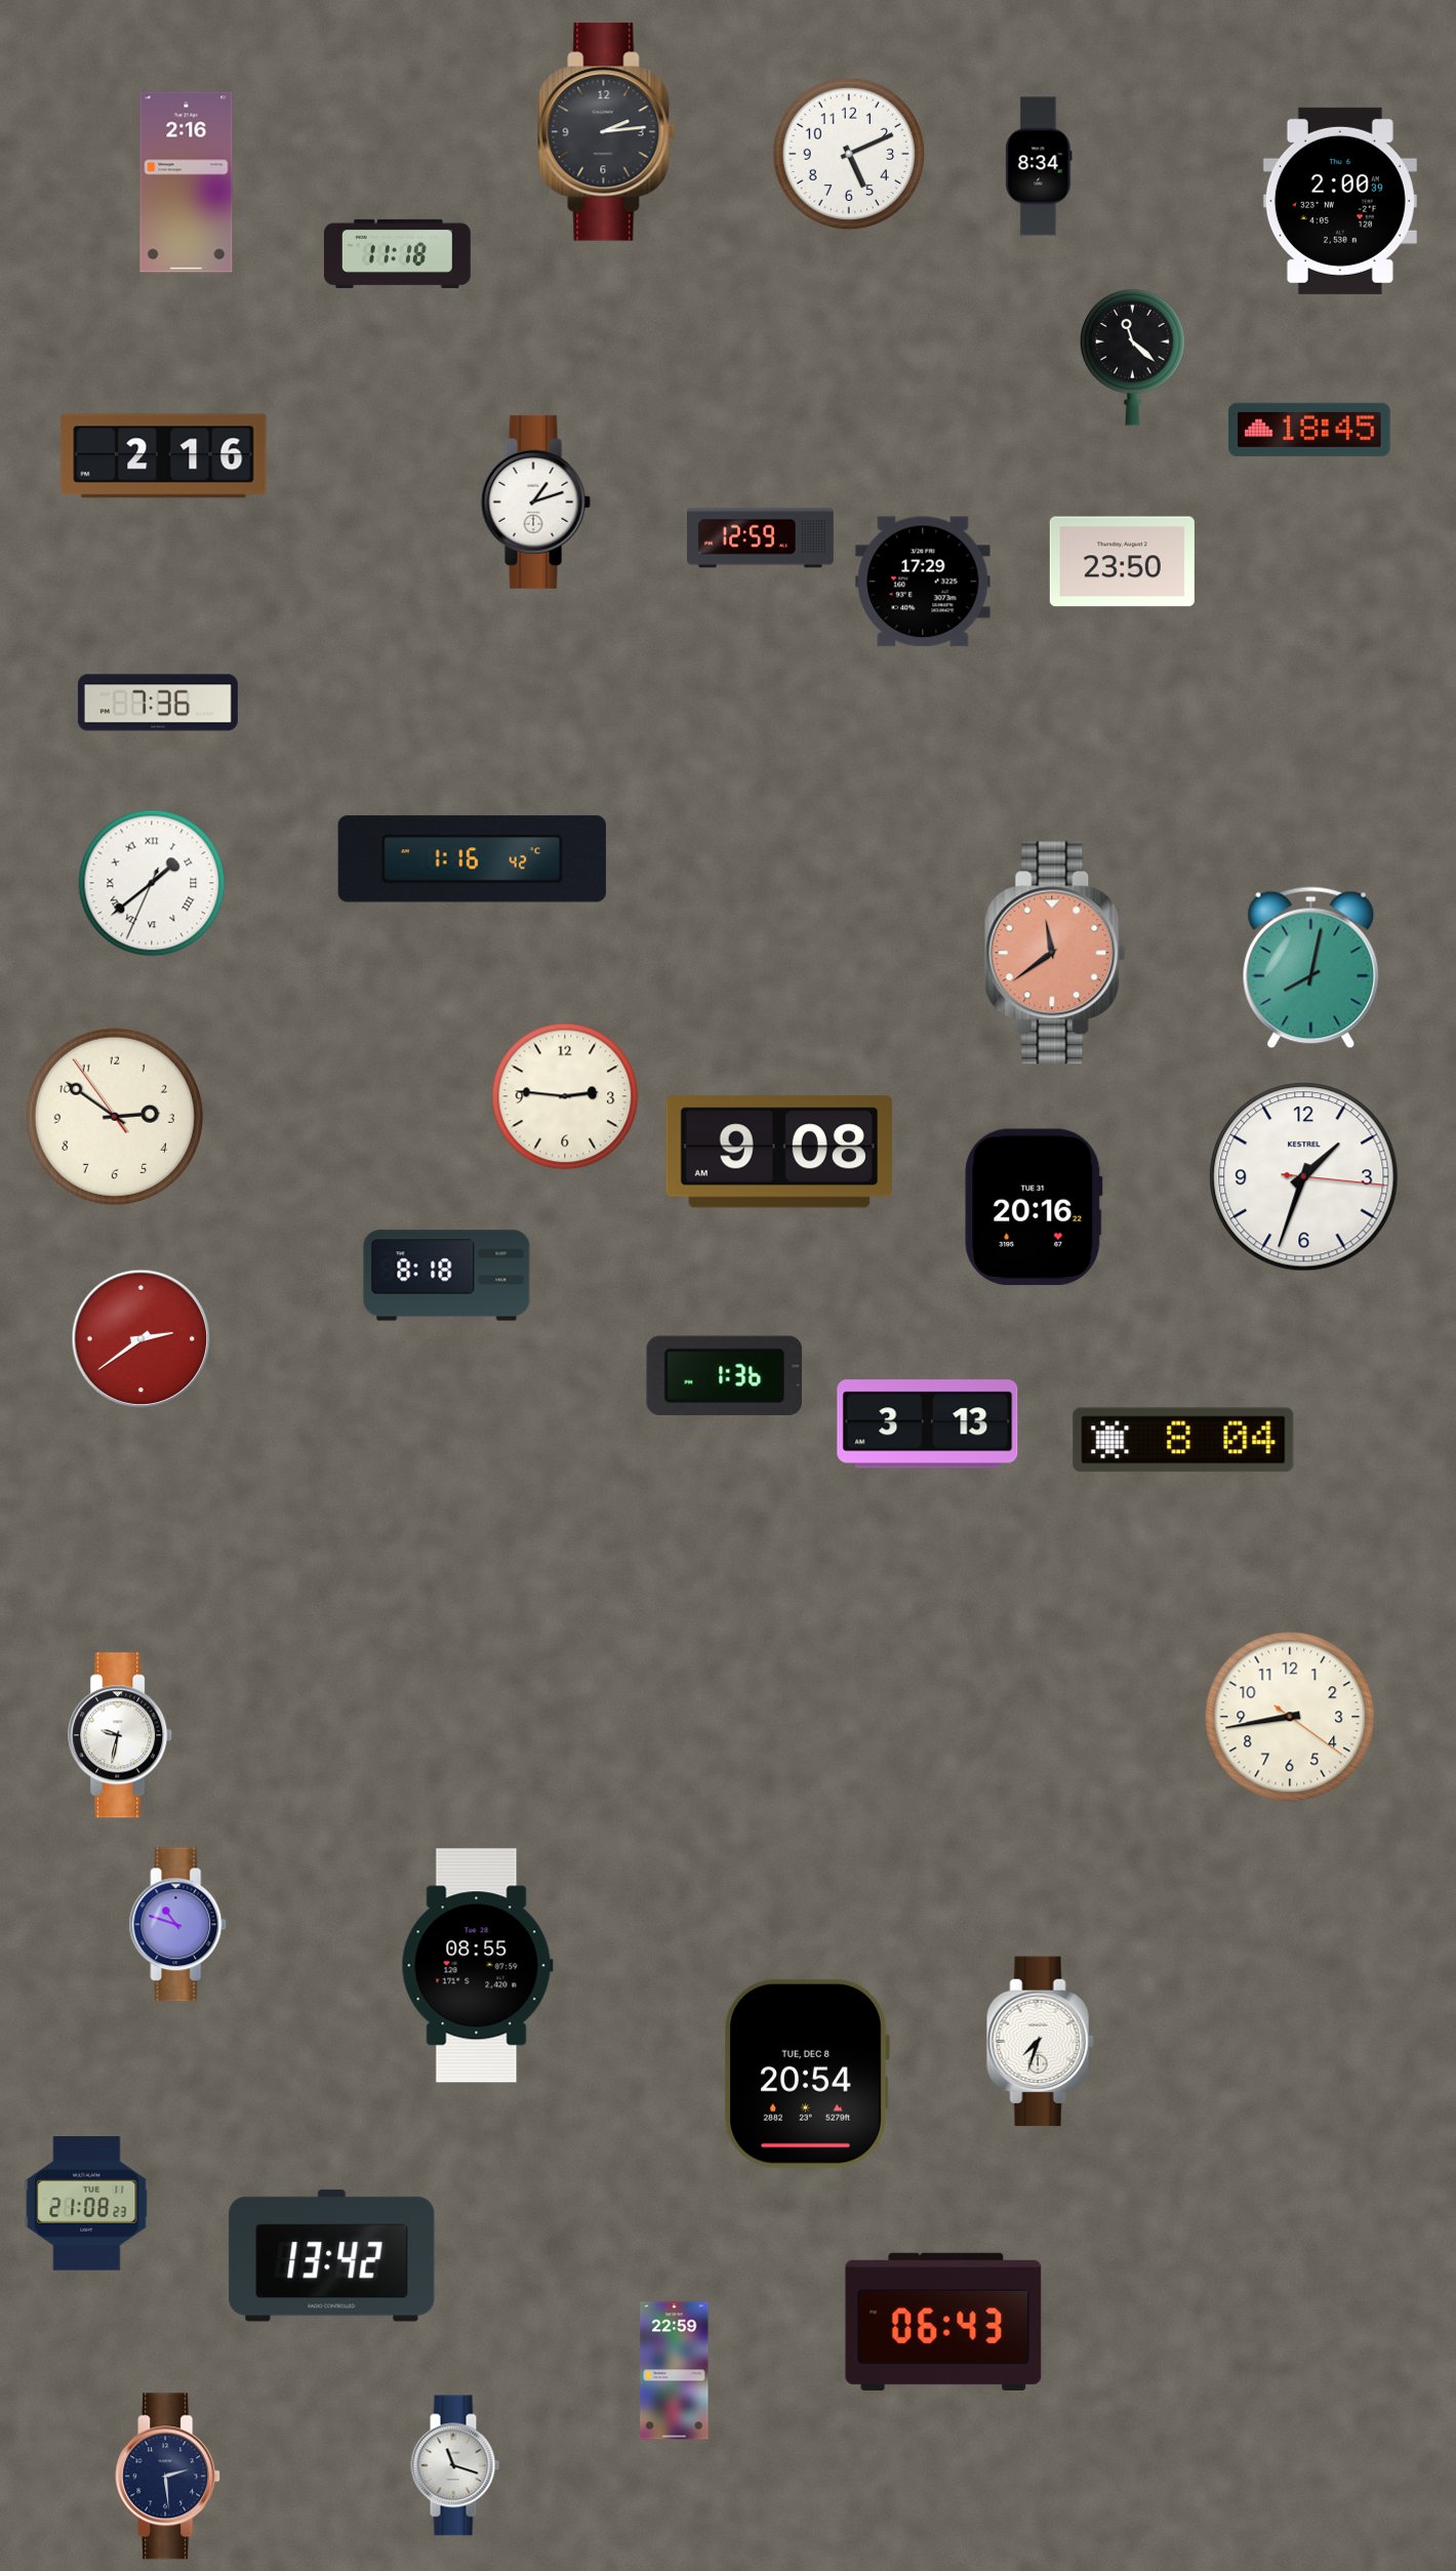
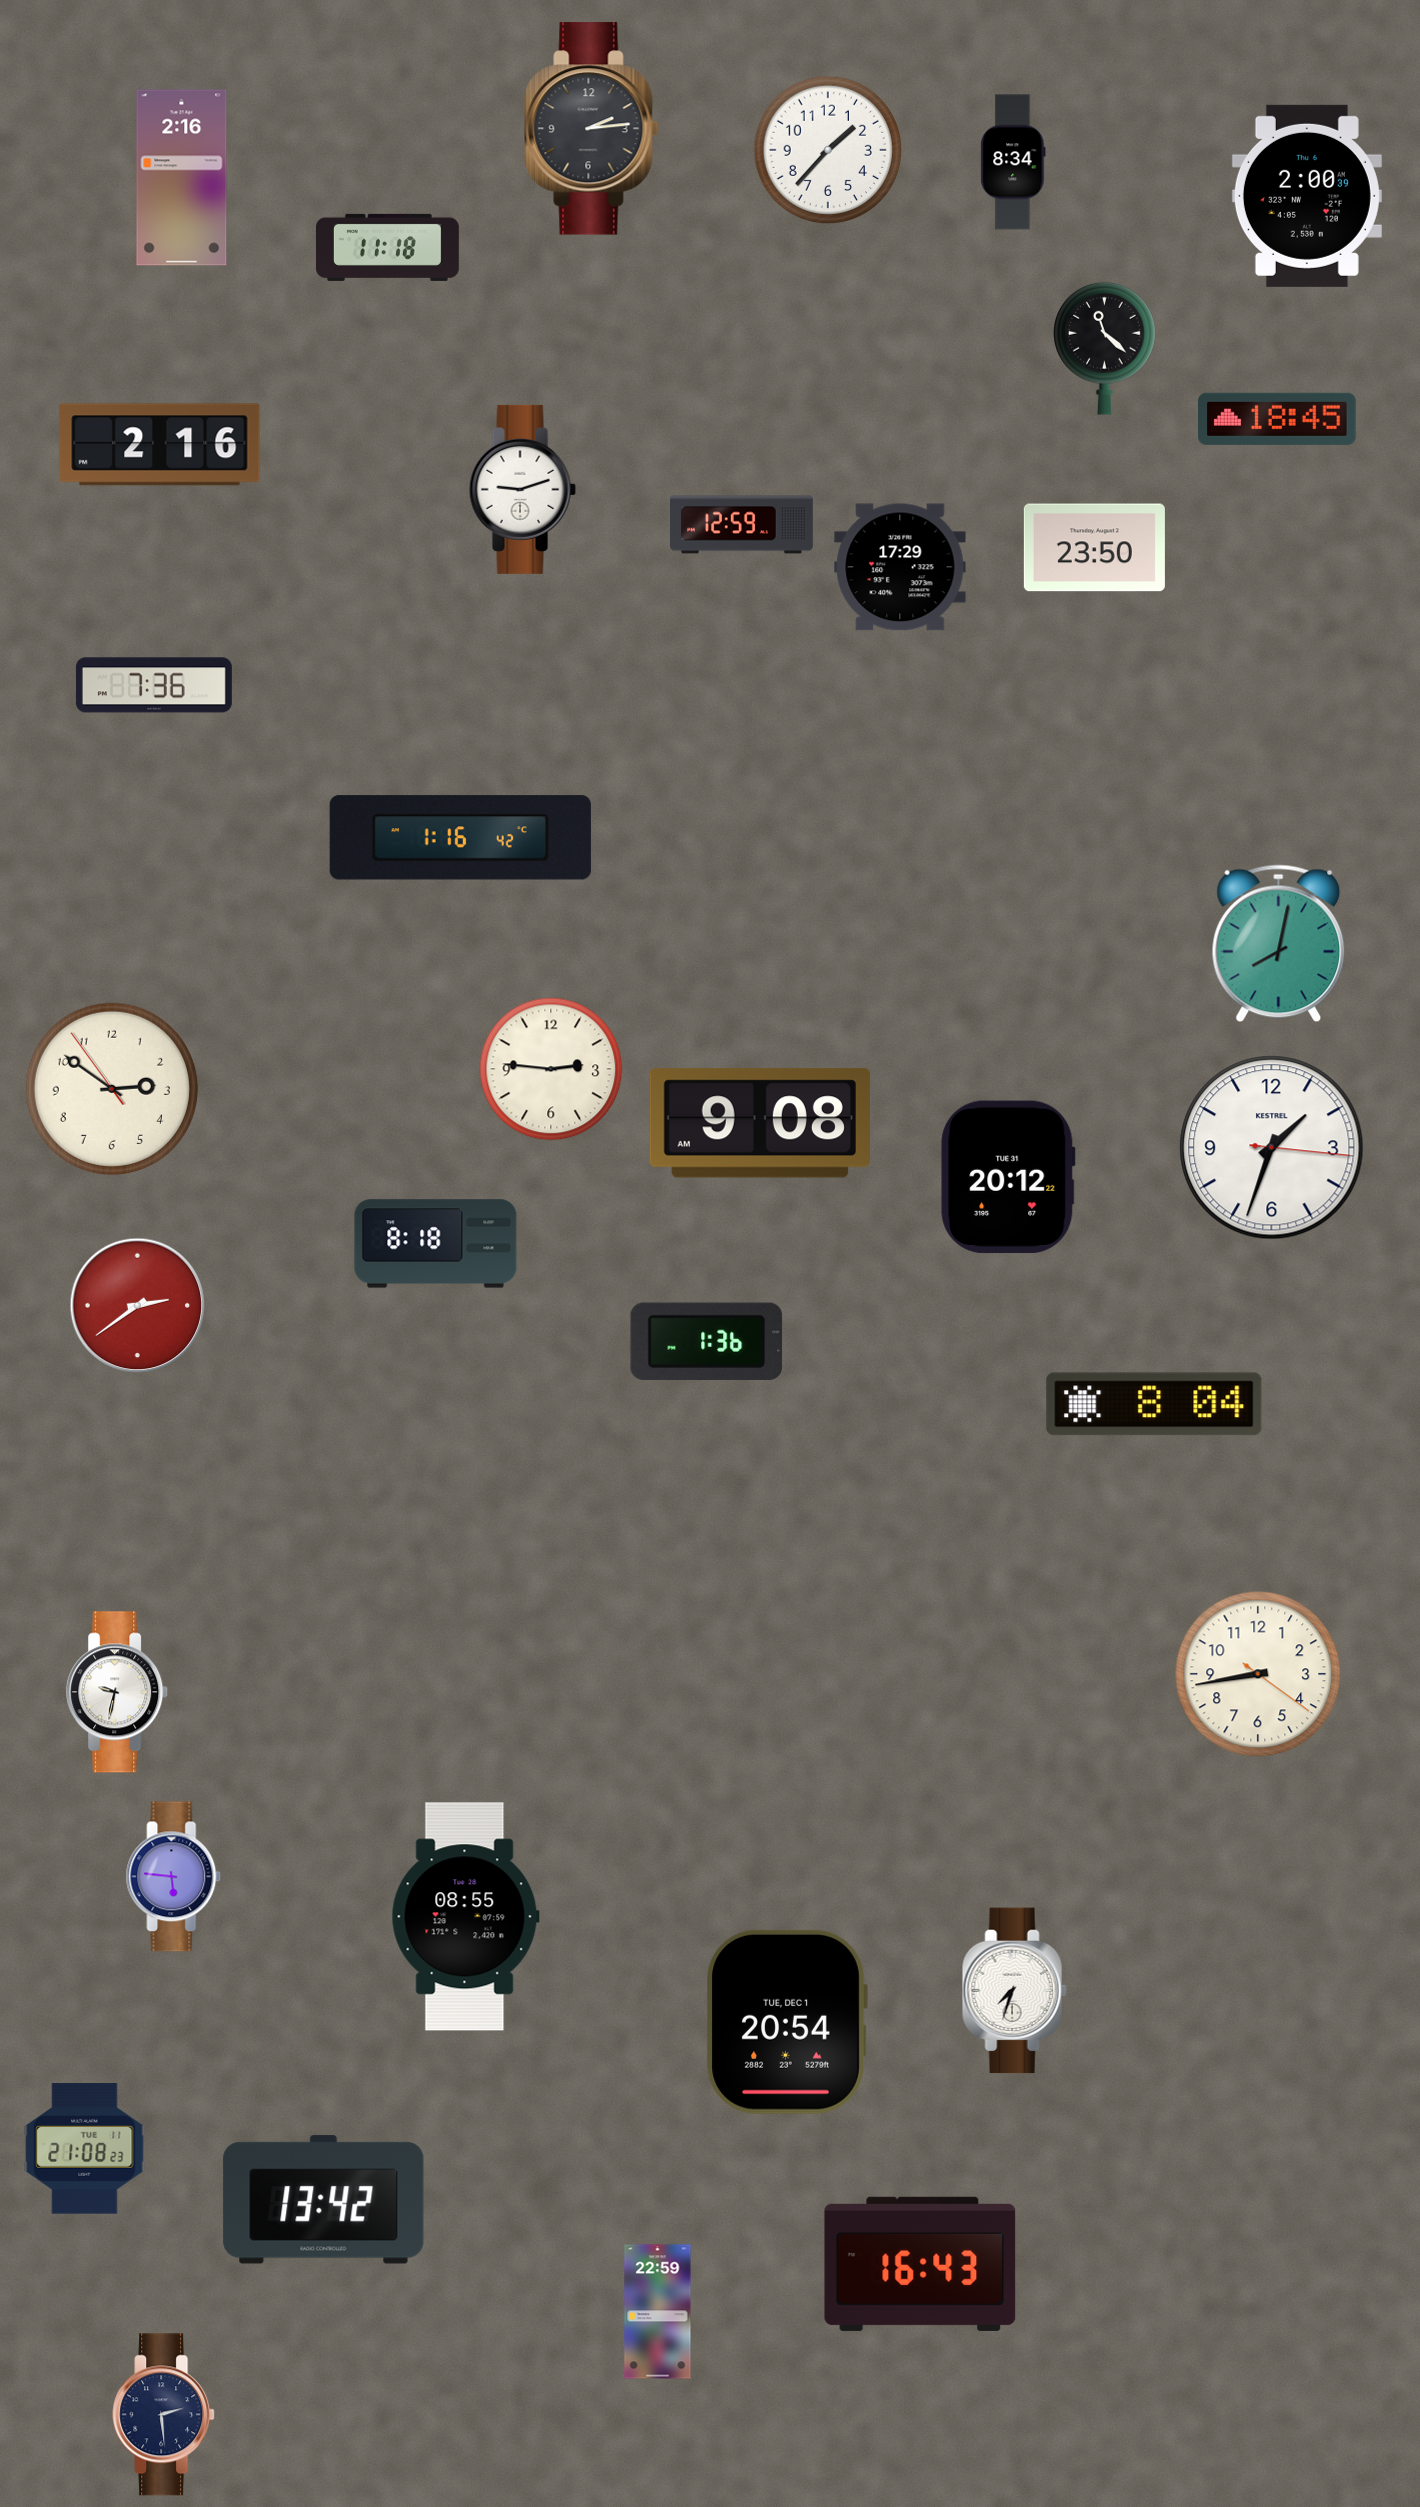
clock at (848, 153): 5:11 -> 1:37
clock at (535, 501): 1:12 -> 9:12
clock at (152, 883): 1:38 -> none
clock at (1055, 953): 11:39 -> none
clock at (1034, 1207): 20:16 -> 20:12
clock at (928, 1424): 3:13 -> none
clock at (178, 1925): 10:48 -> 5:46
clock at (807, 2074) date: TUE, DEC 8 -> TUE, DEC 1
clock at (943, 2322): 06:43 -> 16:43
clock at (455, 2465): 11:18 -> none
